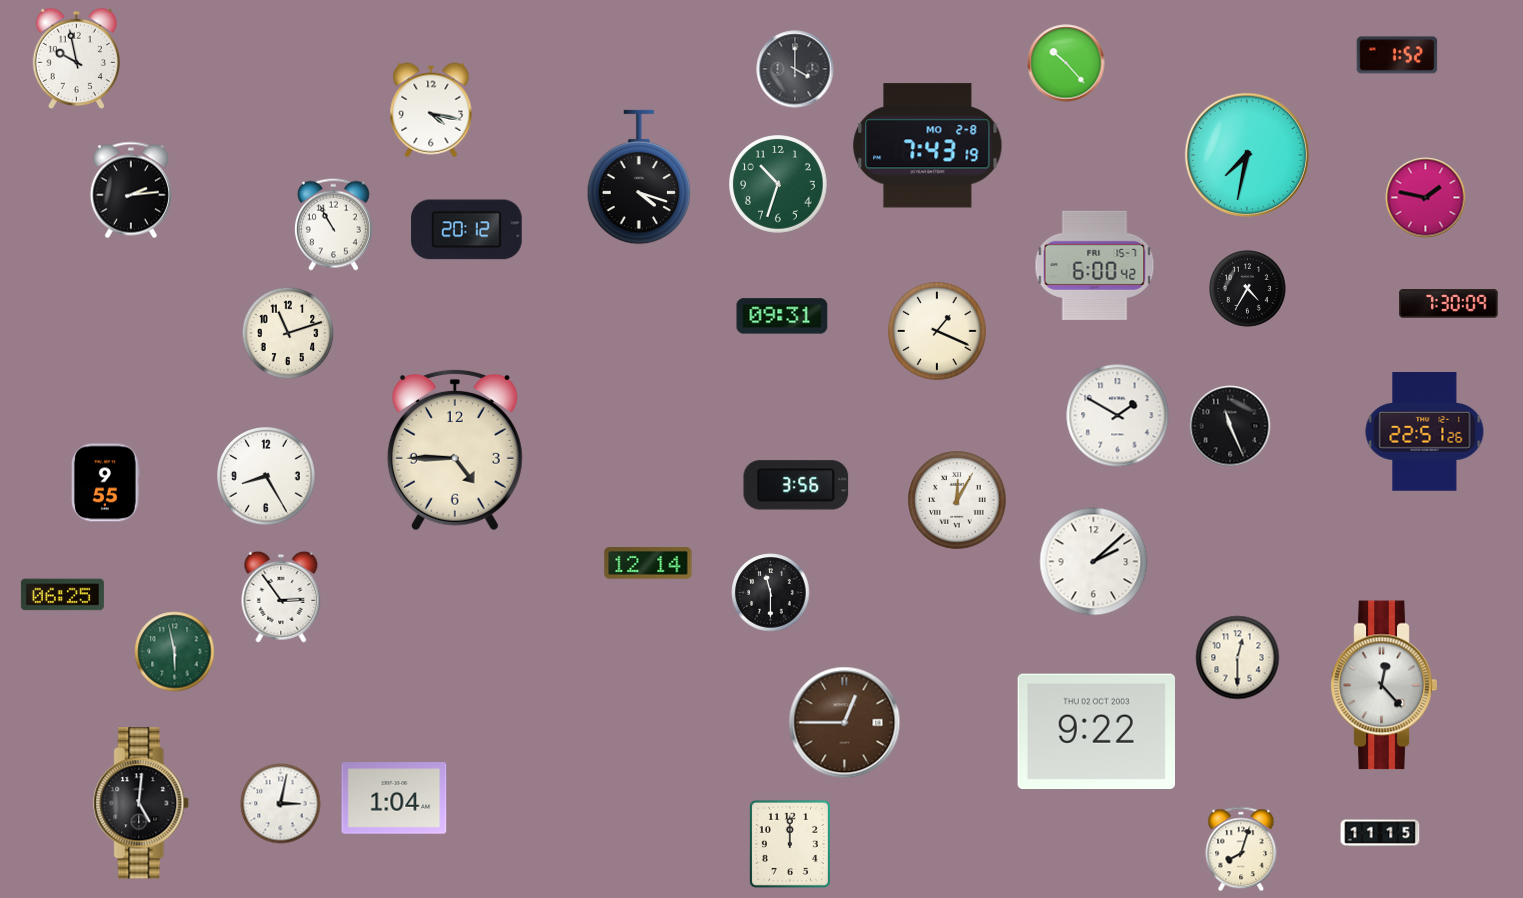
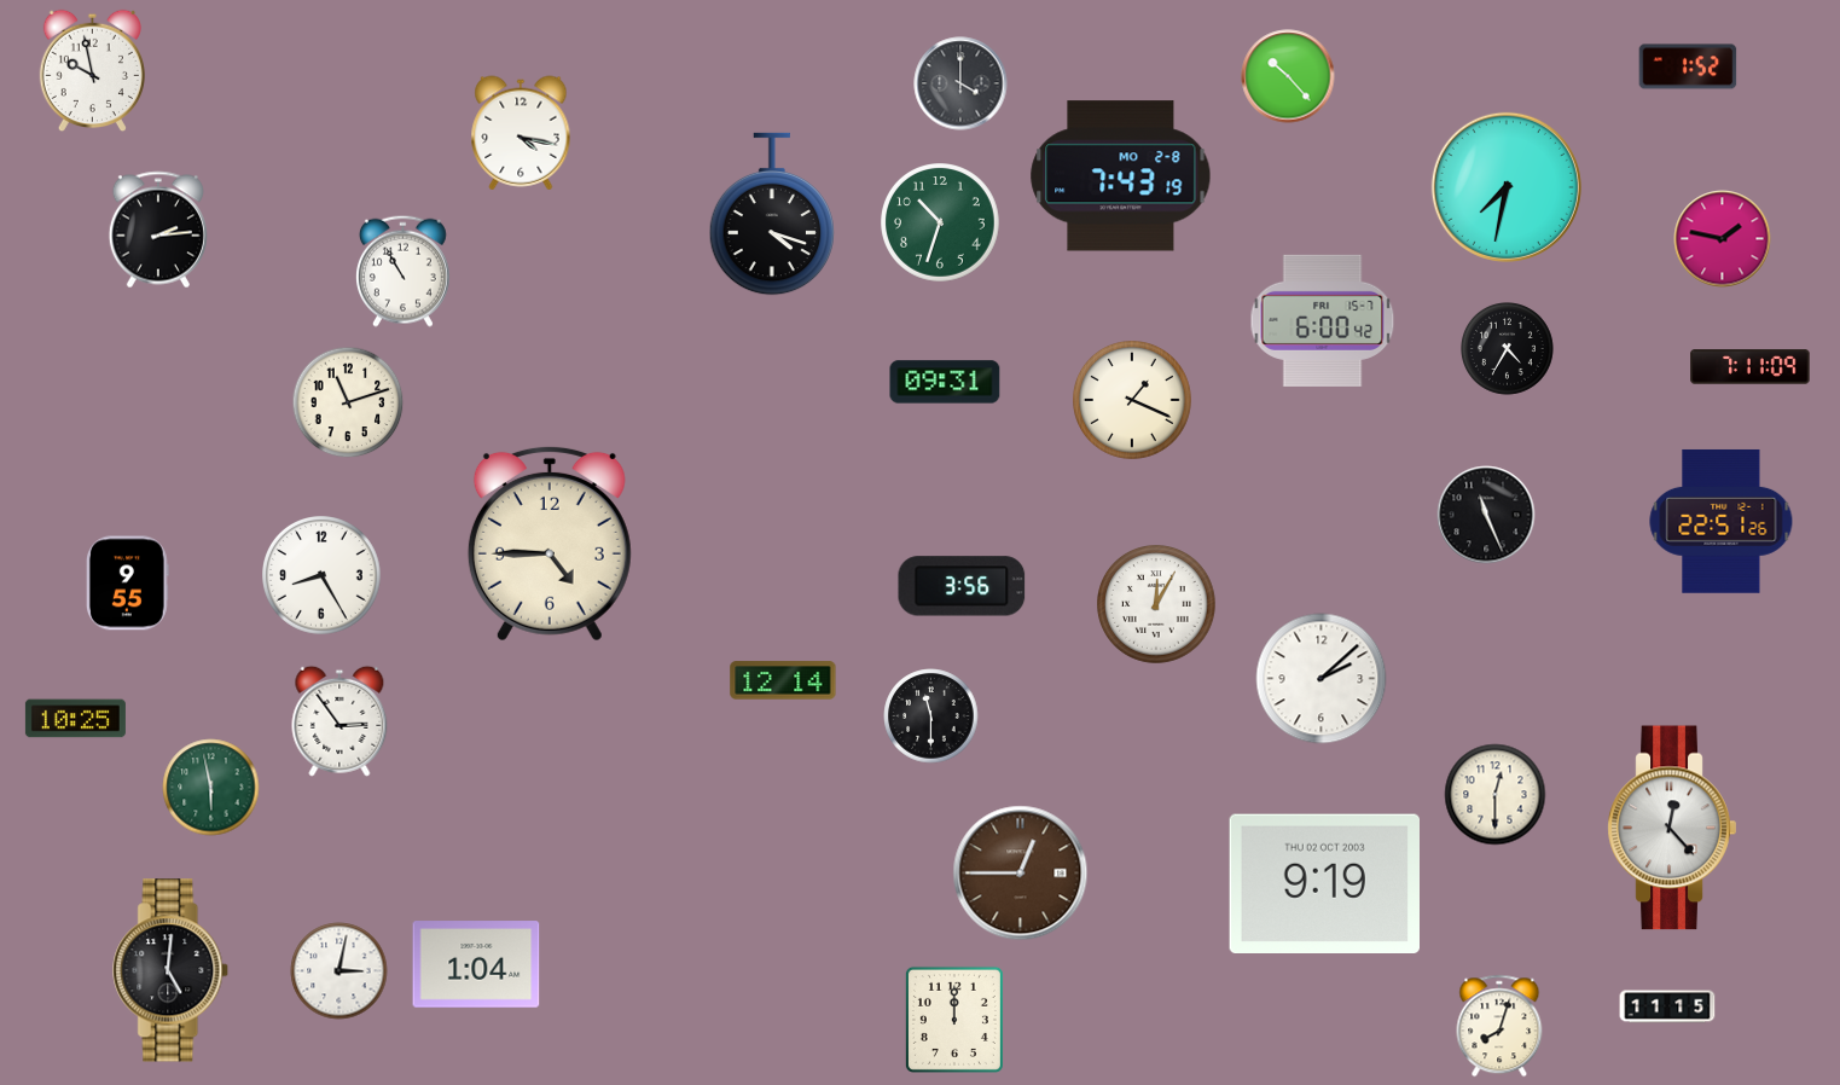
clock at (467, 230): 20:12 -> none
clock at (1449, 304): 7:30 -> 7:11
clock at (1118, 416): 1:50 -> none
clock at (62, 595): 06:25 -> 10:25
clock at (1096, 731): 9:22 -> 9:19
